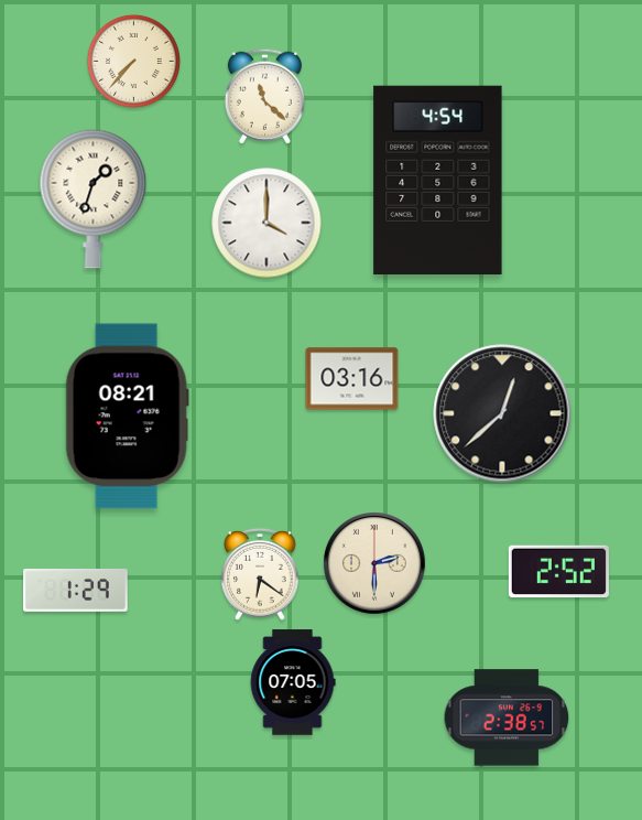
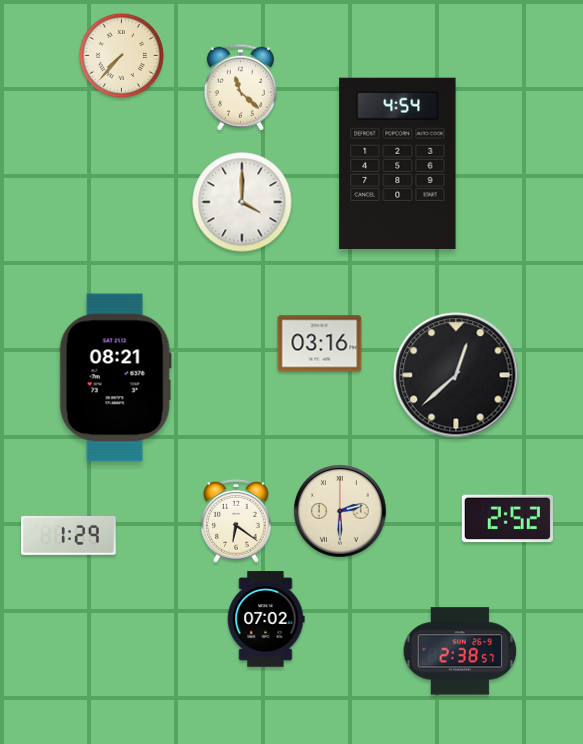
clock at (94, 198): 1:33 -> none
clock at (293, 682): 07:05 -> 07:02
